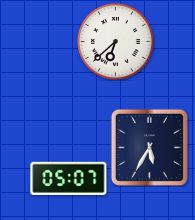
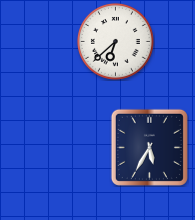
clock at (69, 178): 05:07 -> none
